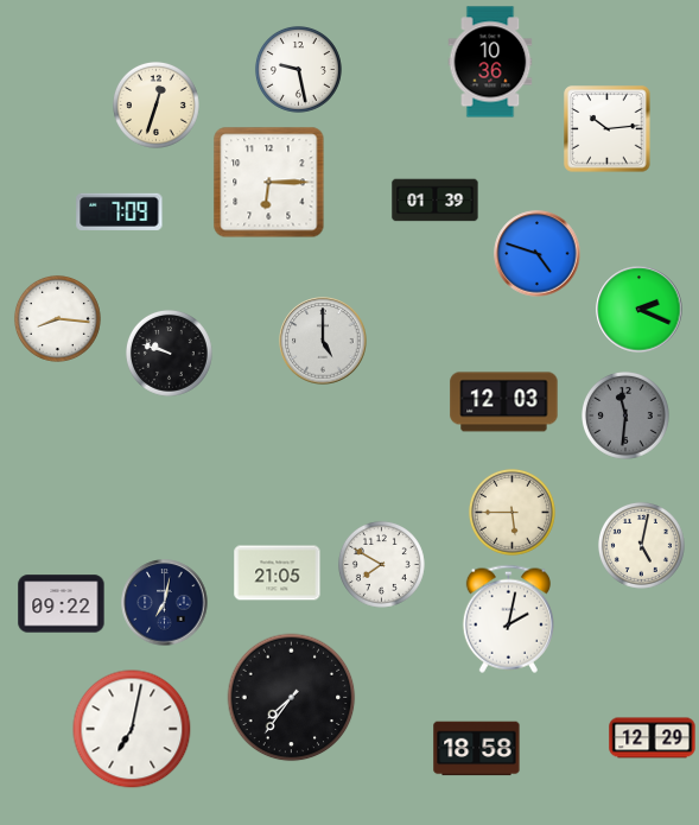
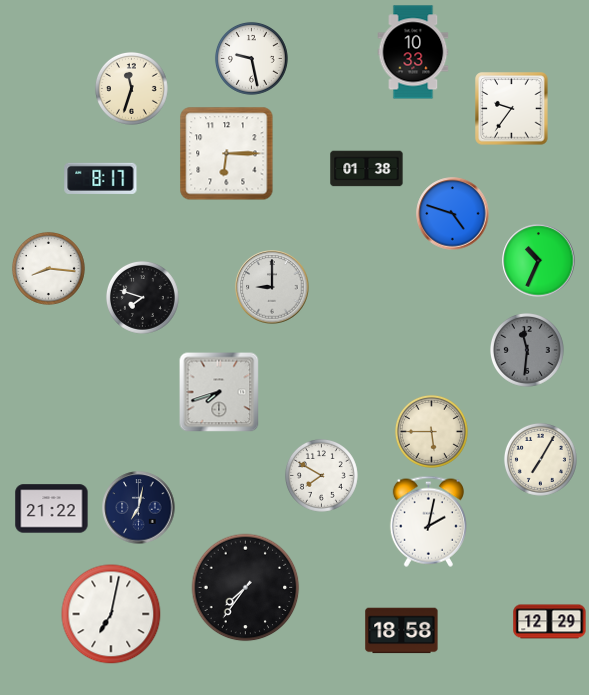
clock at (490, 62): 10:36 -> 10:33
clock at (155, 104): 12:33 -> 11:33
clock at (608, 129): 10:14 -> 9:36
clock at (436, 201): 01:39 -> 01:38
clock at (120, 211): 7:09 -> 8:17
clock at (640, 310): 2:19 -> 10:34
clock at (323, 341): 5:00 -> 9:00
clock at (169, 353): 9:48 -> 7:48
clock at (504, 402): 12:03 -> none
clock at (219, 392): none -> 7:42
clock at (641, 545): 5:02 -> 7:05
clock at (278, 573): 21:05 -> none
clock at (62, 604): 09:22 -> 21:22
